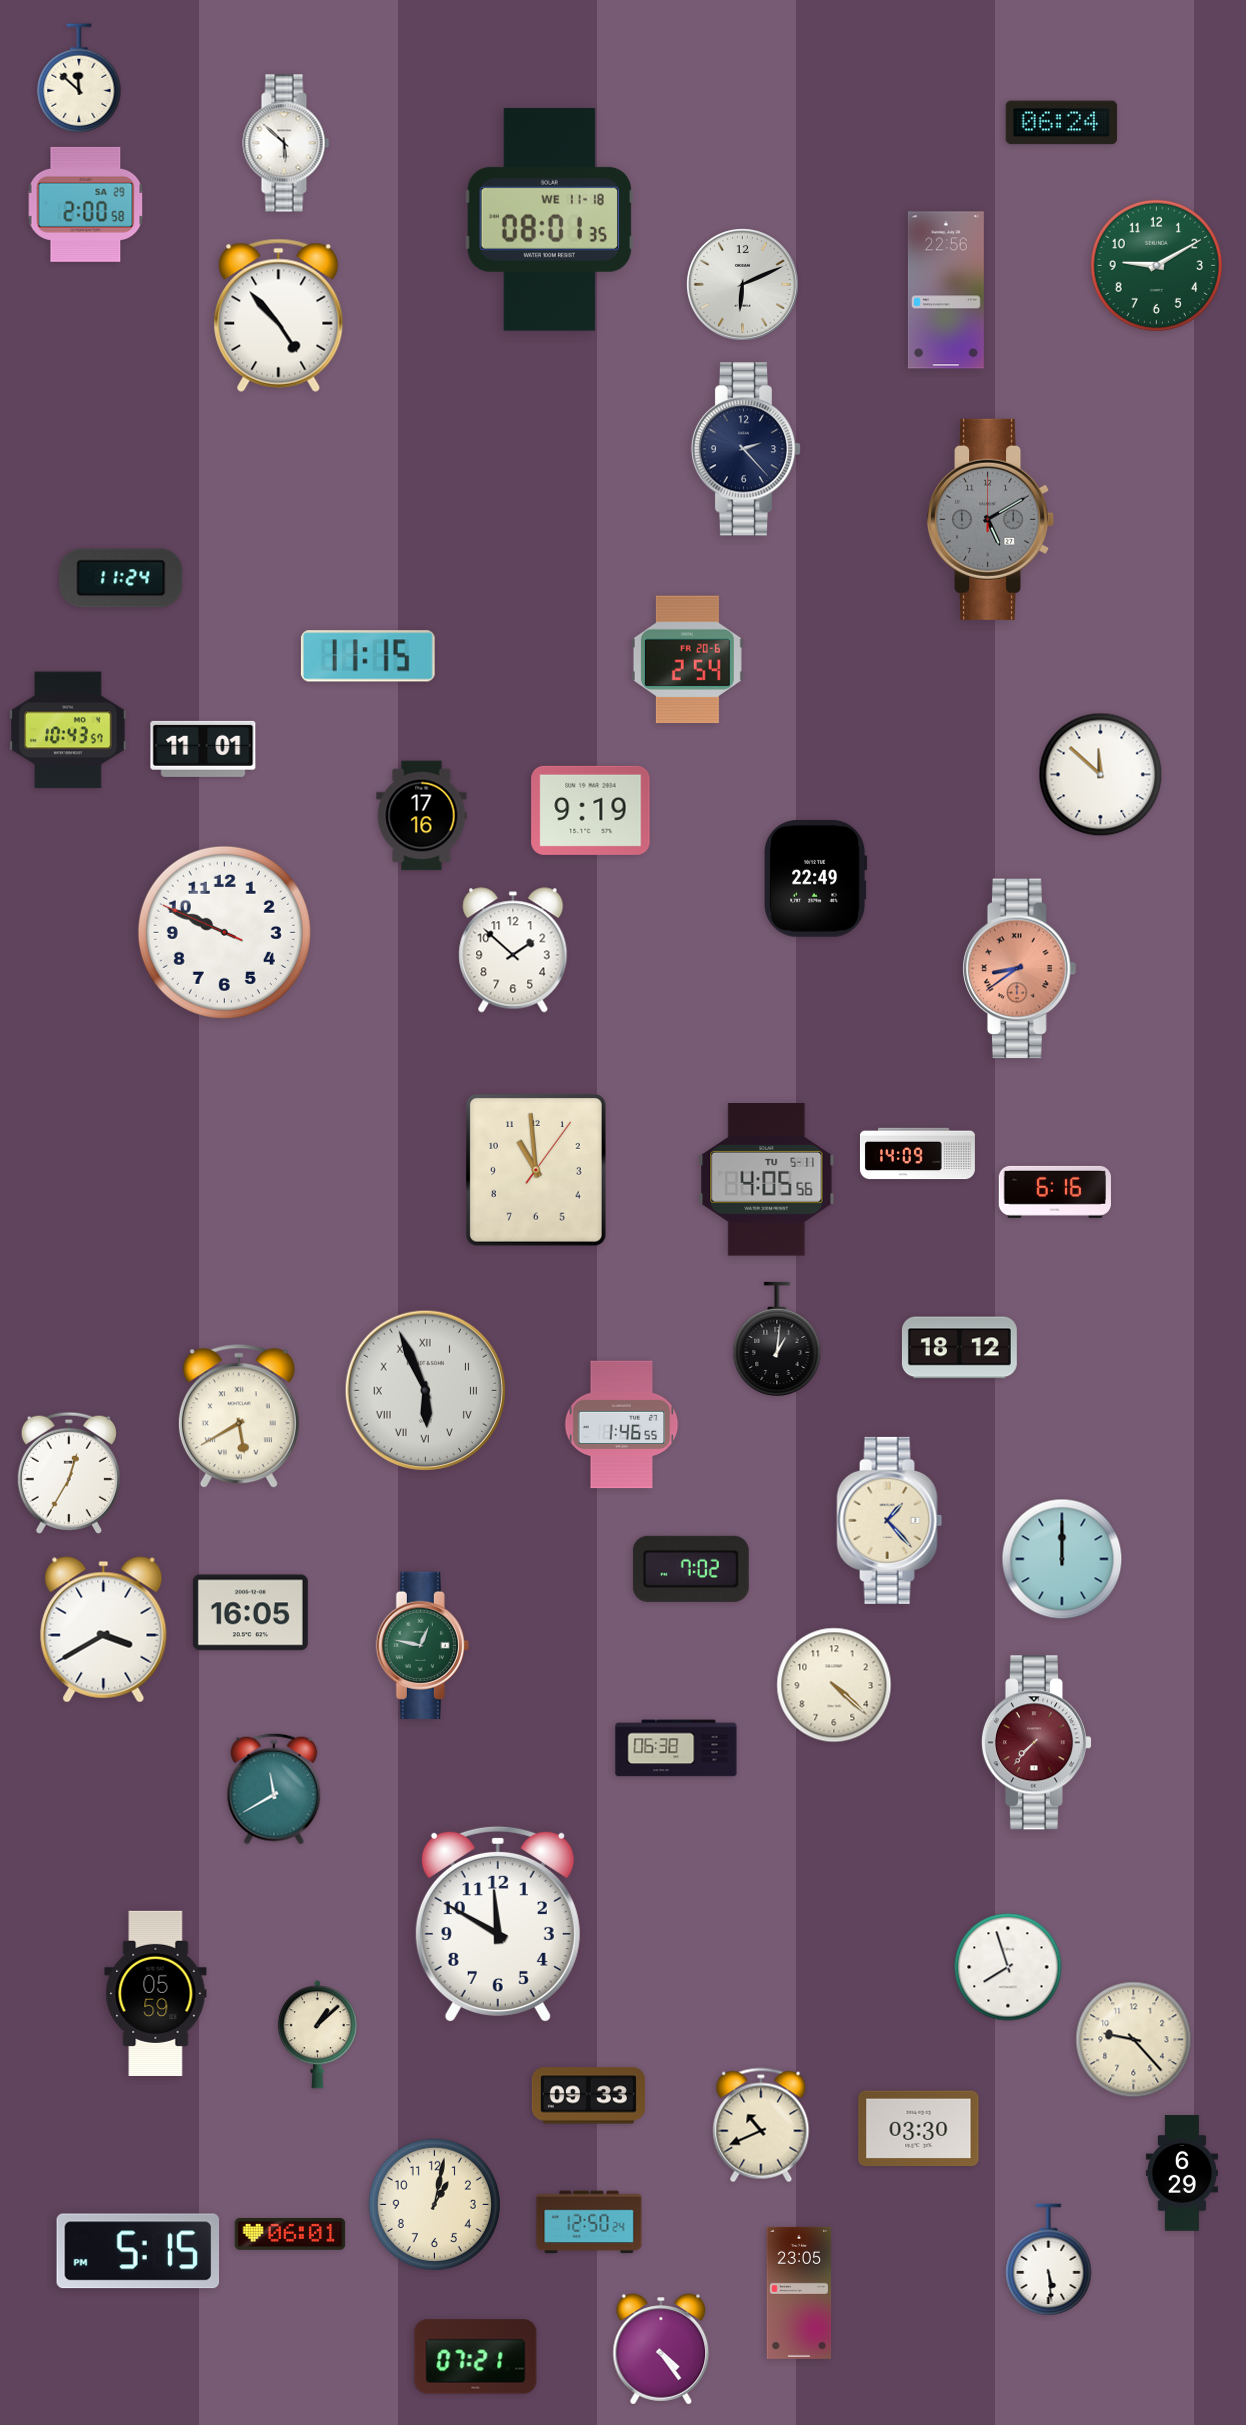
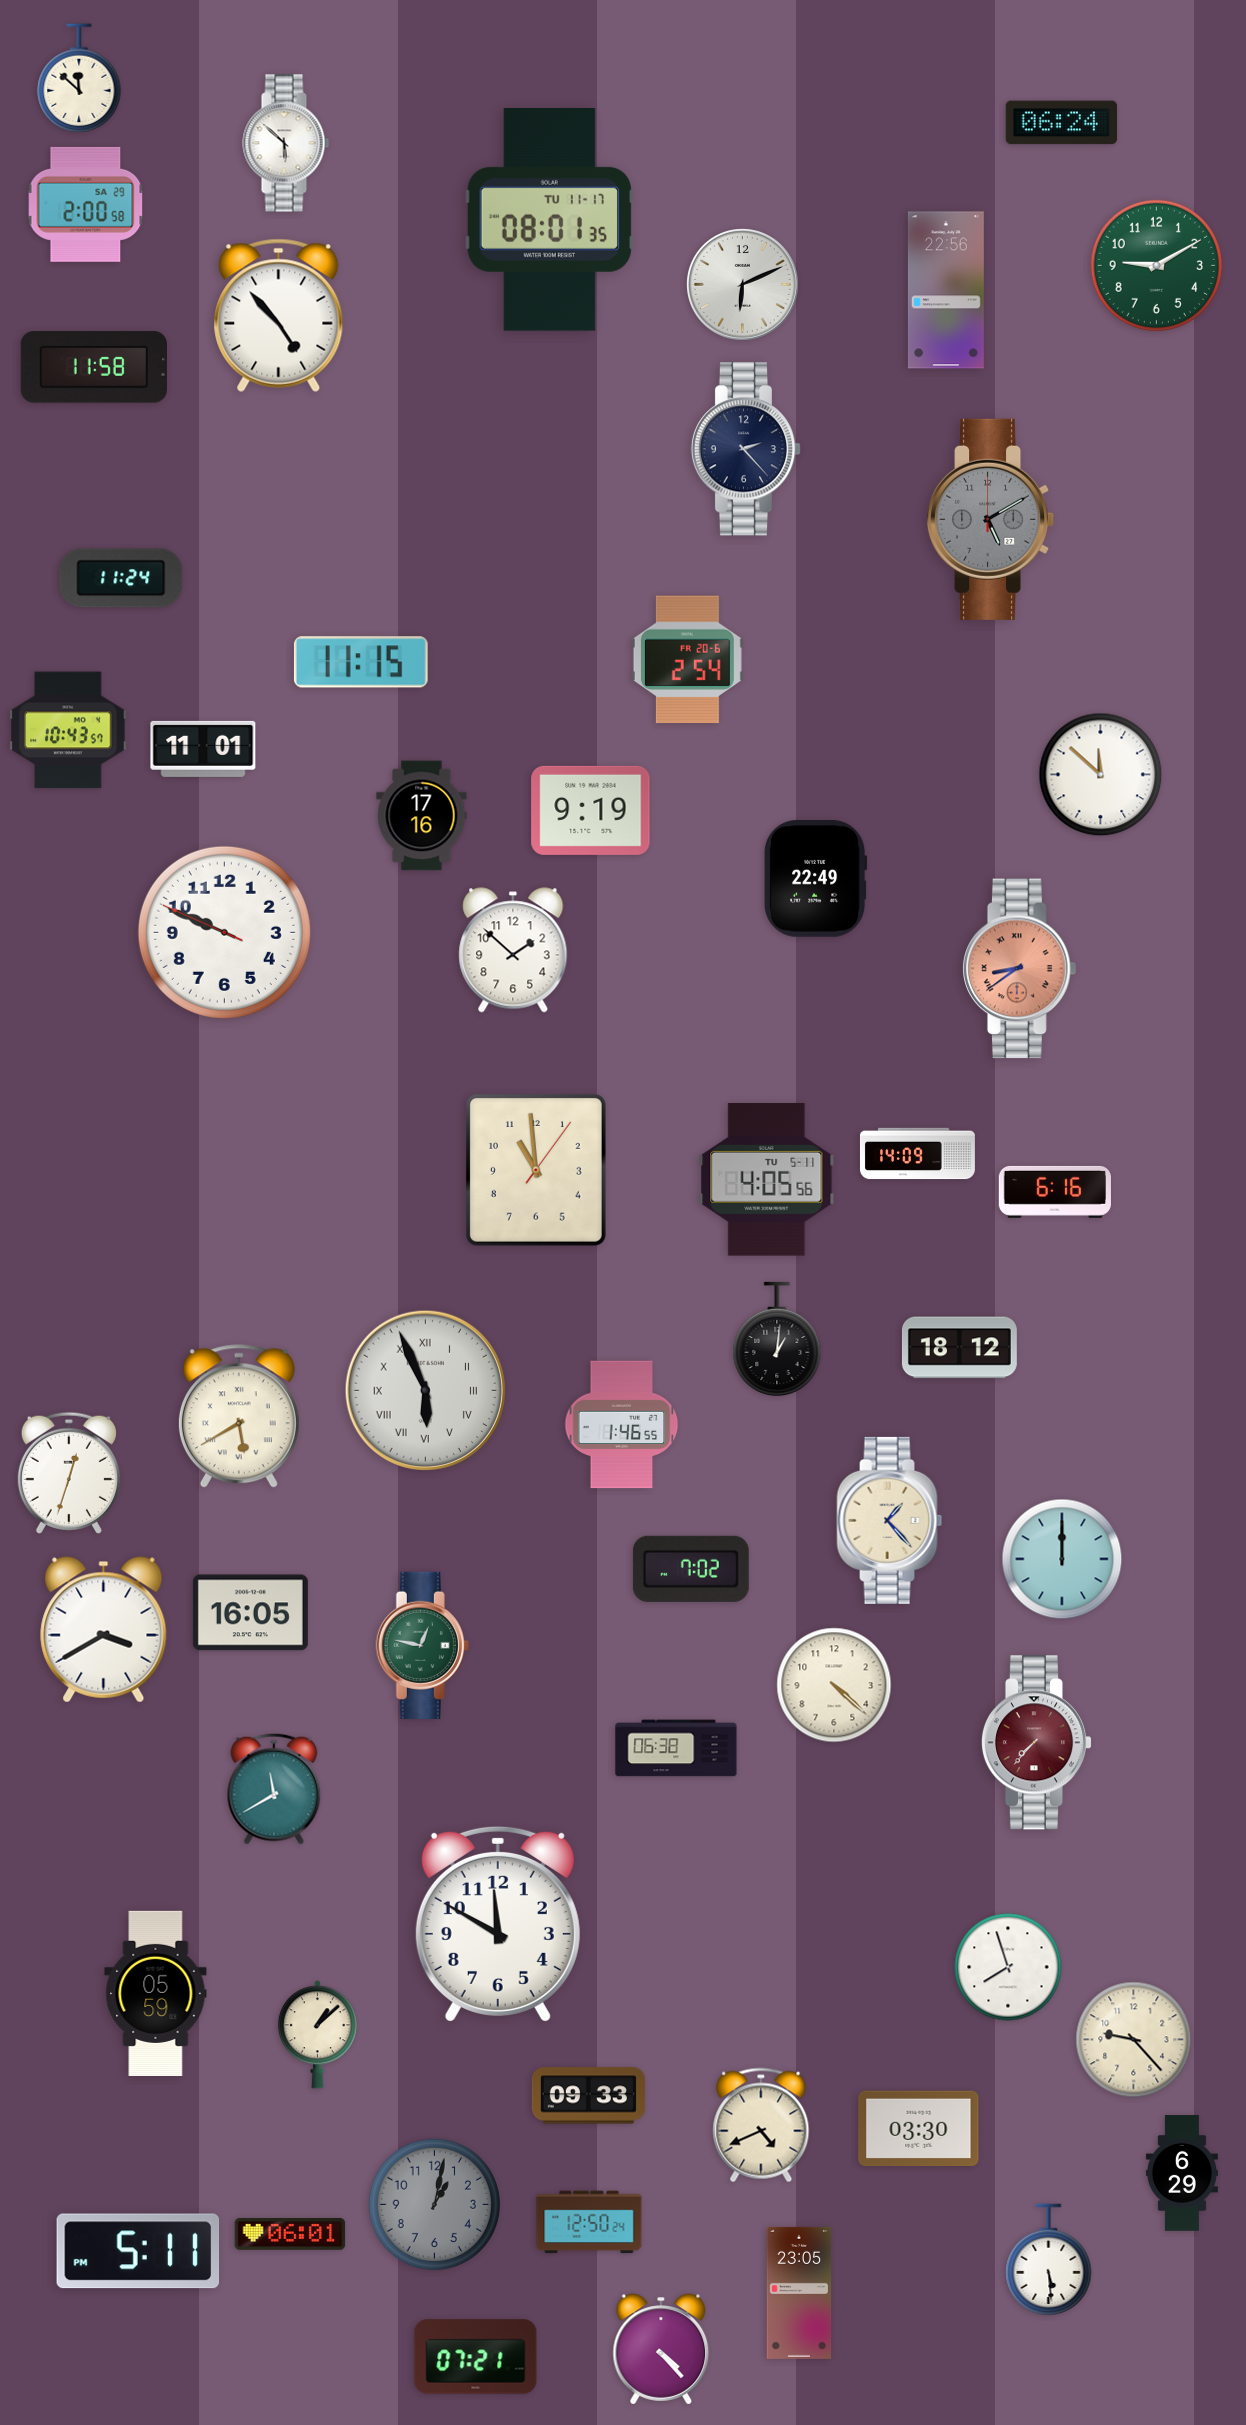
clock at (549, 220) date: WE 11-18 -> TU 11-17
clock at (93, 367): none -> 11:58
clock at (368, 656) position: (368, 656) -> (361, 662)
clock at (69, 1473): 12:35 -> 12:33
clock at (761, 2125): 10:41 -> 4:41
clock at (434, 2204) dial: cream -> grey
clock at (138, 2251): 5:15 -> 5:11
clock at (661, 2349): 4:24 -> 4:23
